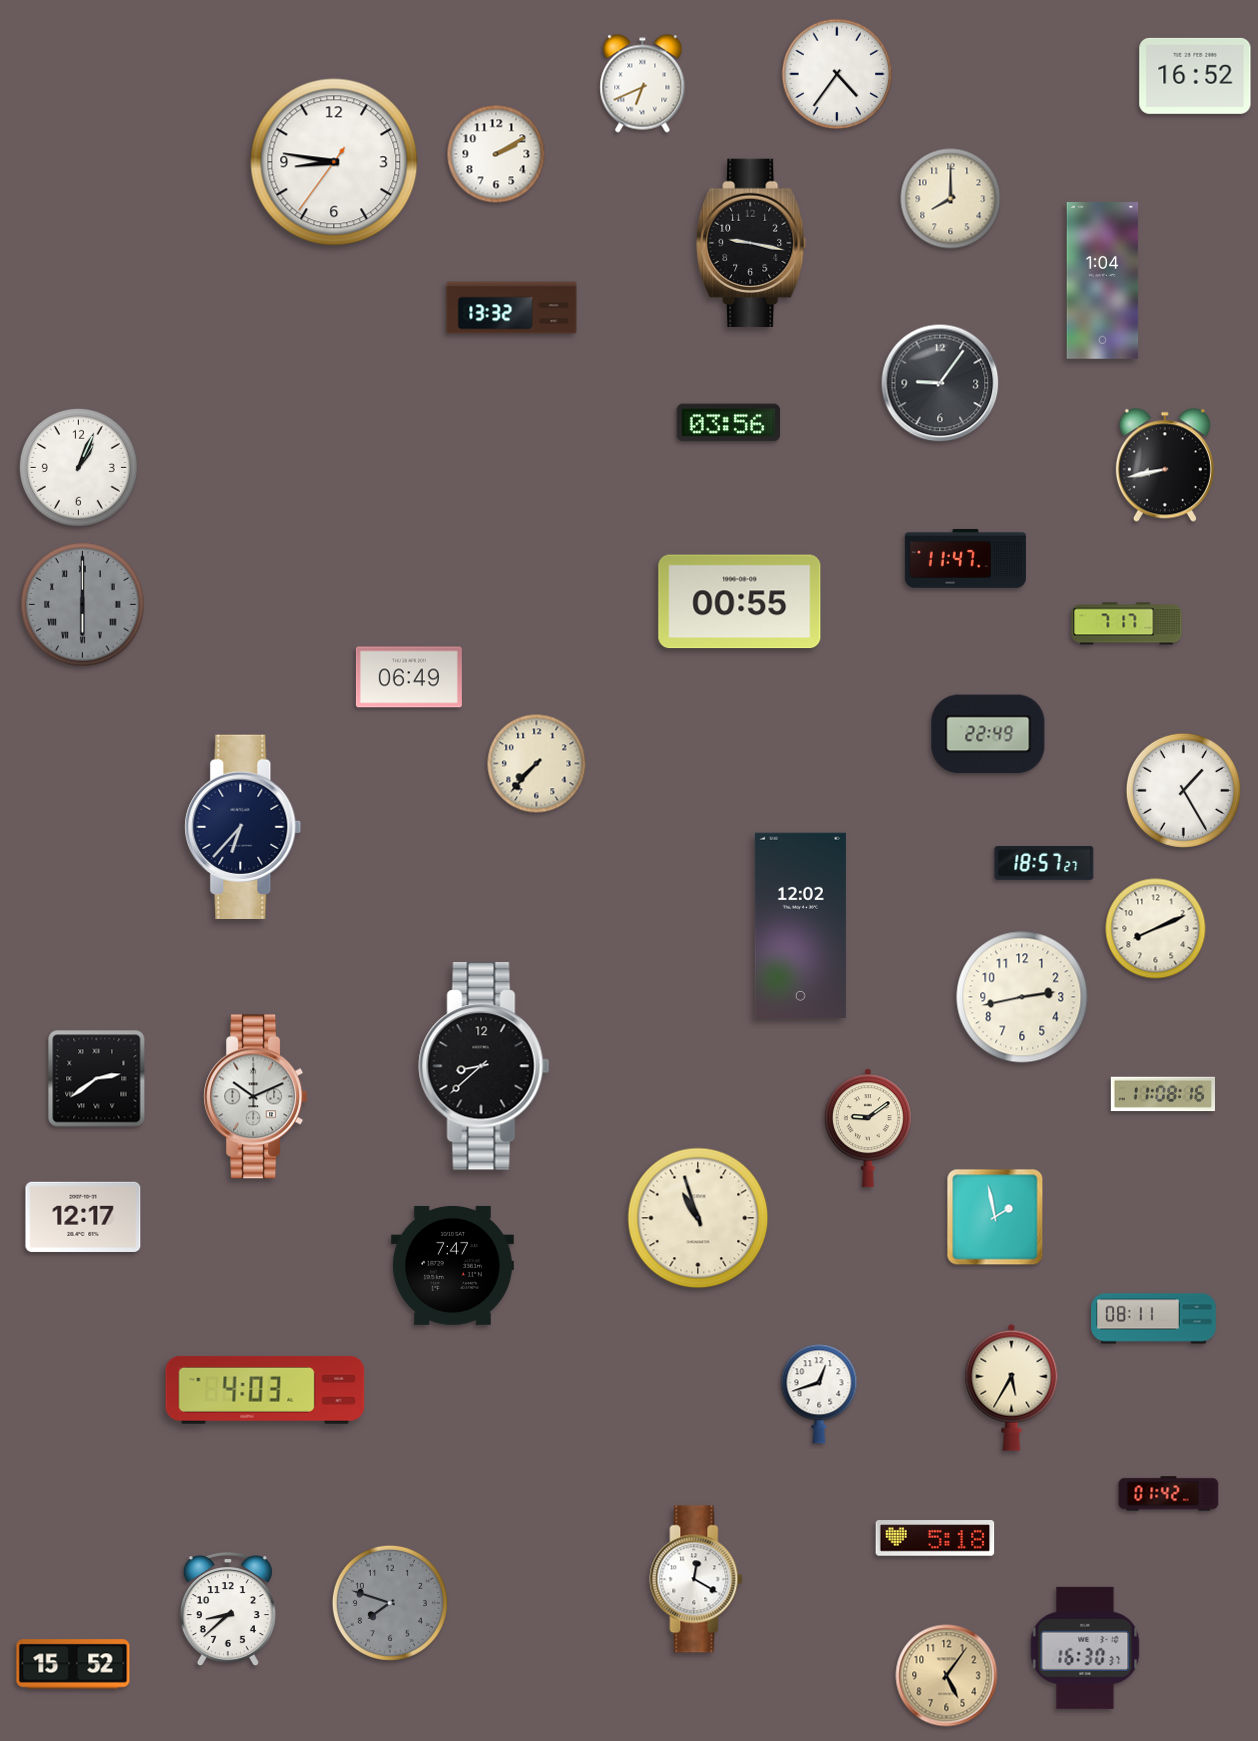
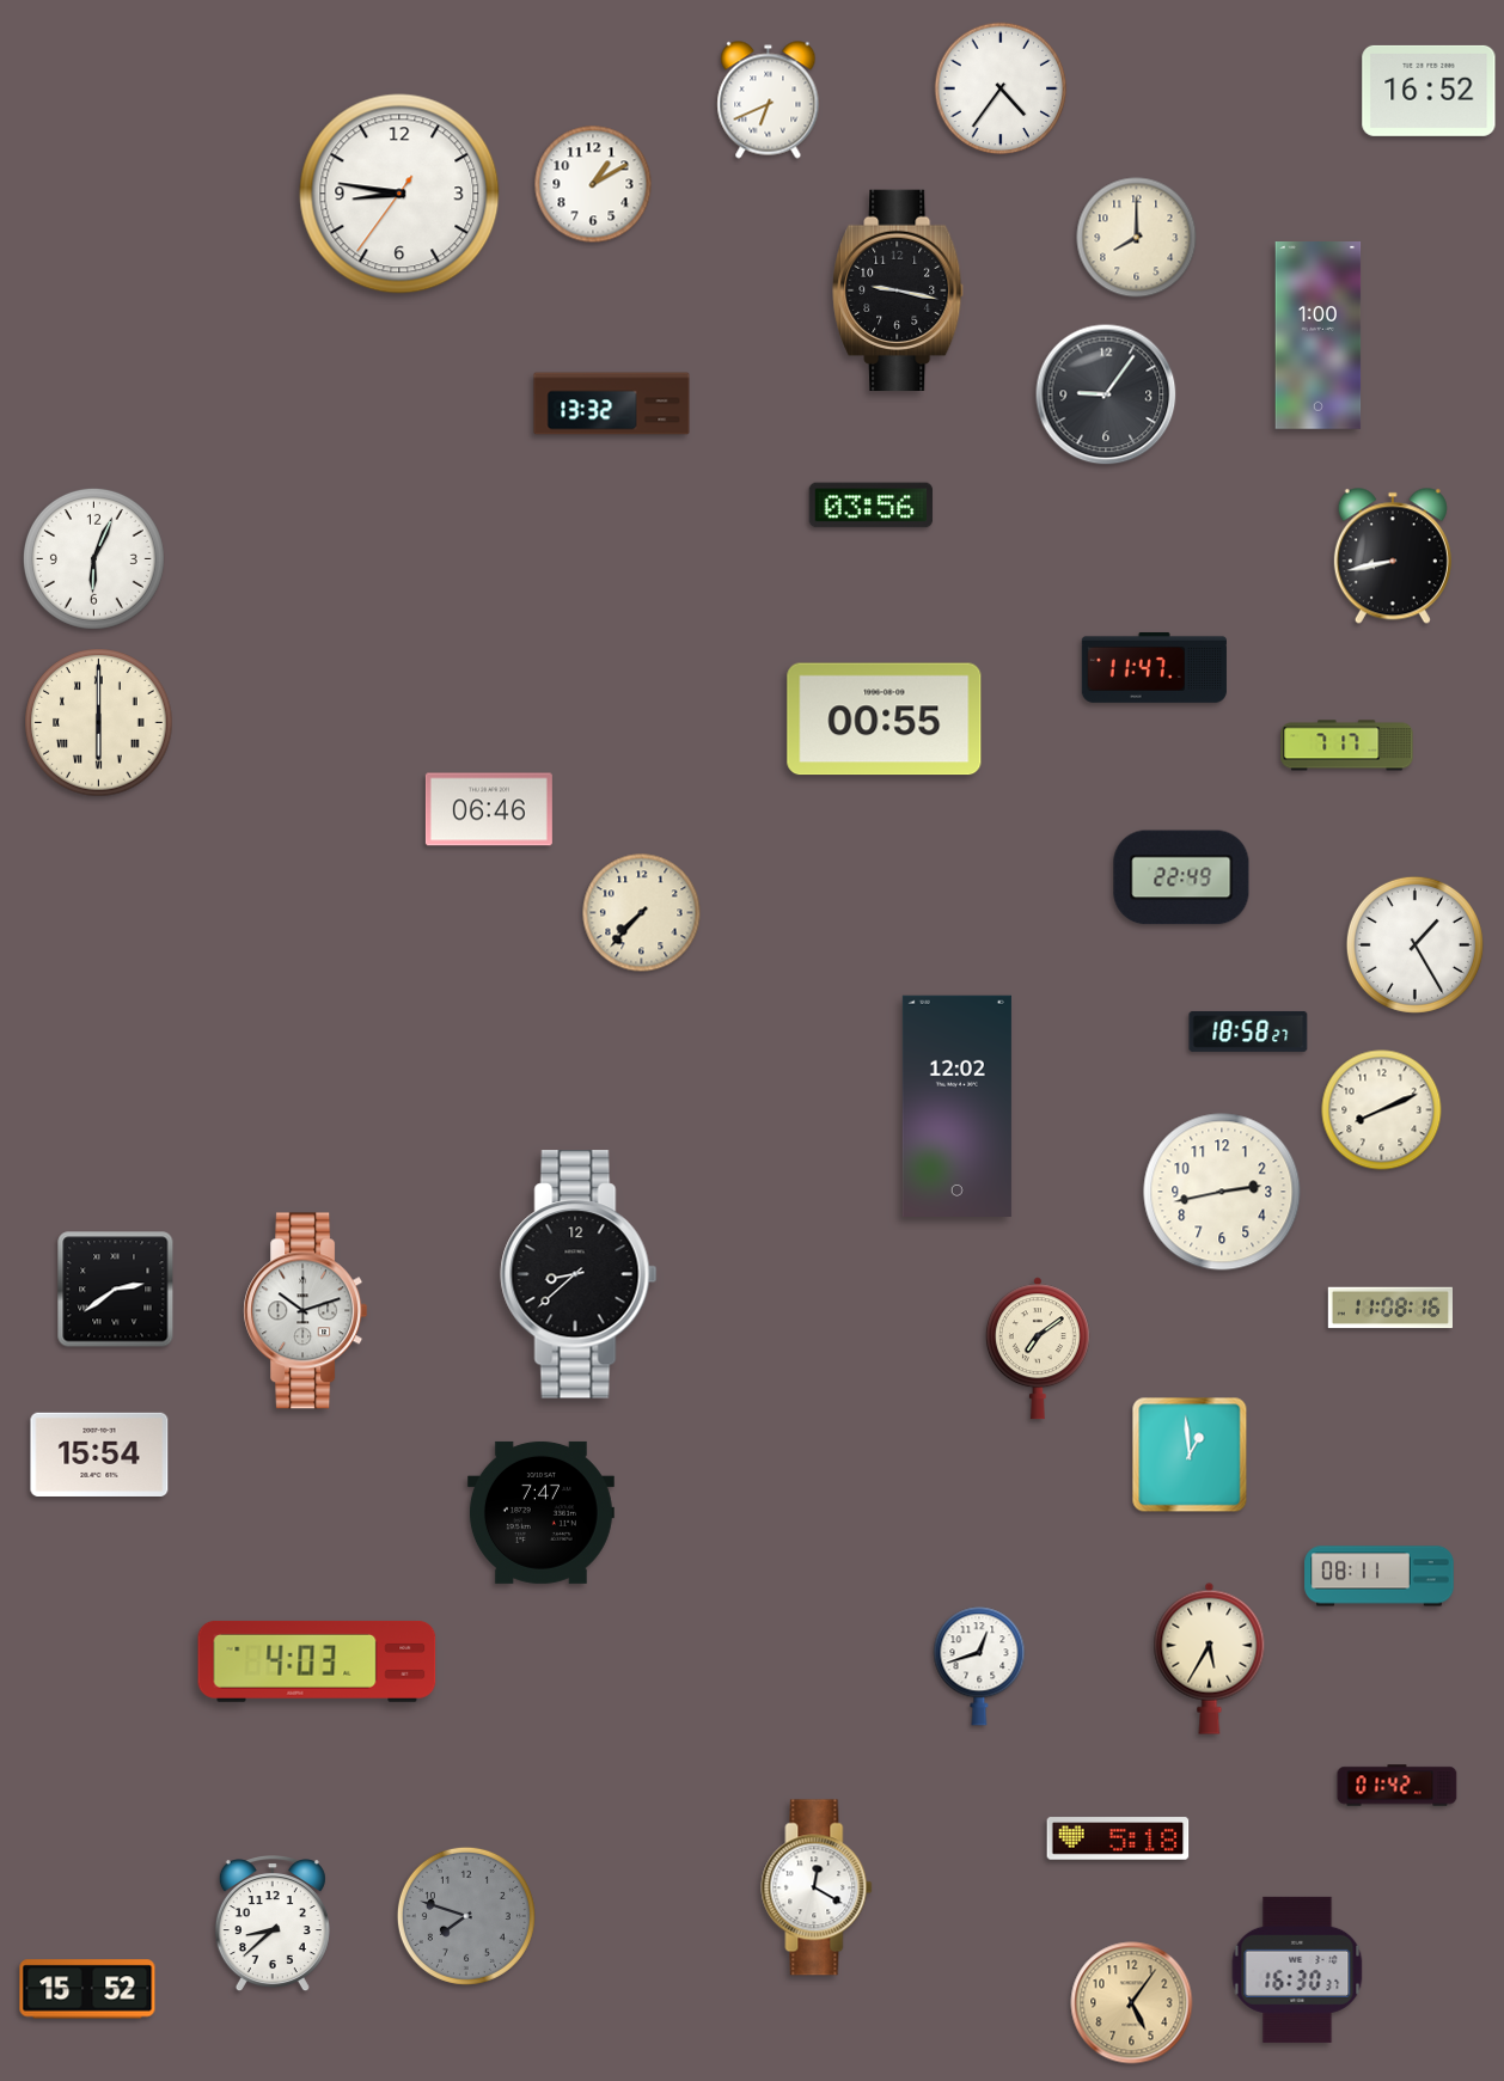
clock at (496, 154): 2:10 -> 1:10
clock at (1103, 281): 1:04 -> 1:00
clock at (512, 308) position: (512, 308) -> (612, 404)
clock at (940, 383) position: (940, 383) -> (1106, 394)
clock at (78, 467): 1:04 -> 6:04
clock at (83, 605) dial: grey -> cream
clock at (409, 677): 06:49 -> 06:46
clock at (243, 826): 6:37 -> none
clock at (1044, 863): 18:57 -> 18:58
clock at (256, 1097): 10:11 -> 10:12
clock at (868, 1128): 9:09 -> 7:09
clock at (83, 1217): 12:17 -> 15:54
clock at (995, 1217): 1:58 -> 12:59
clock at (698, 1218): 10:57 -> none
clock at (696, 1579) position: (696, 1579) -> (817, 1887)
